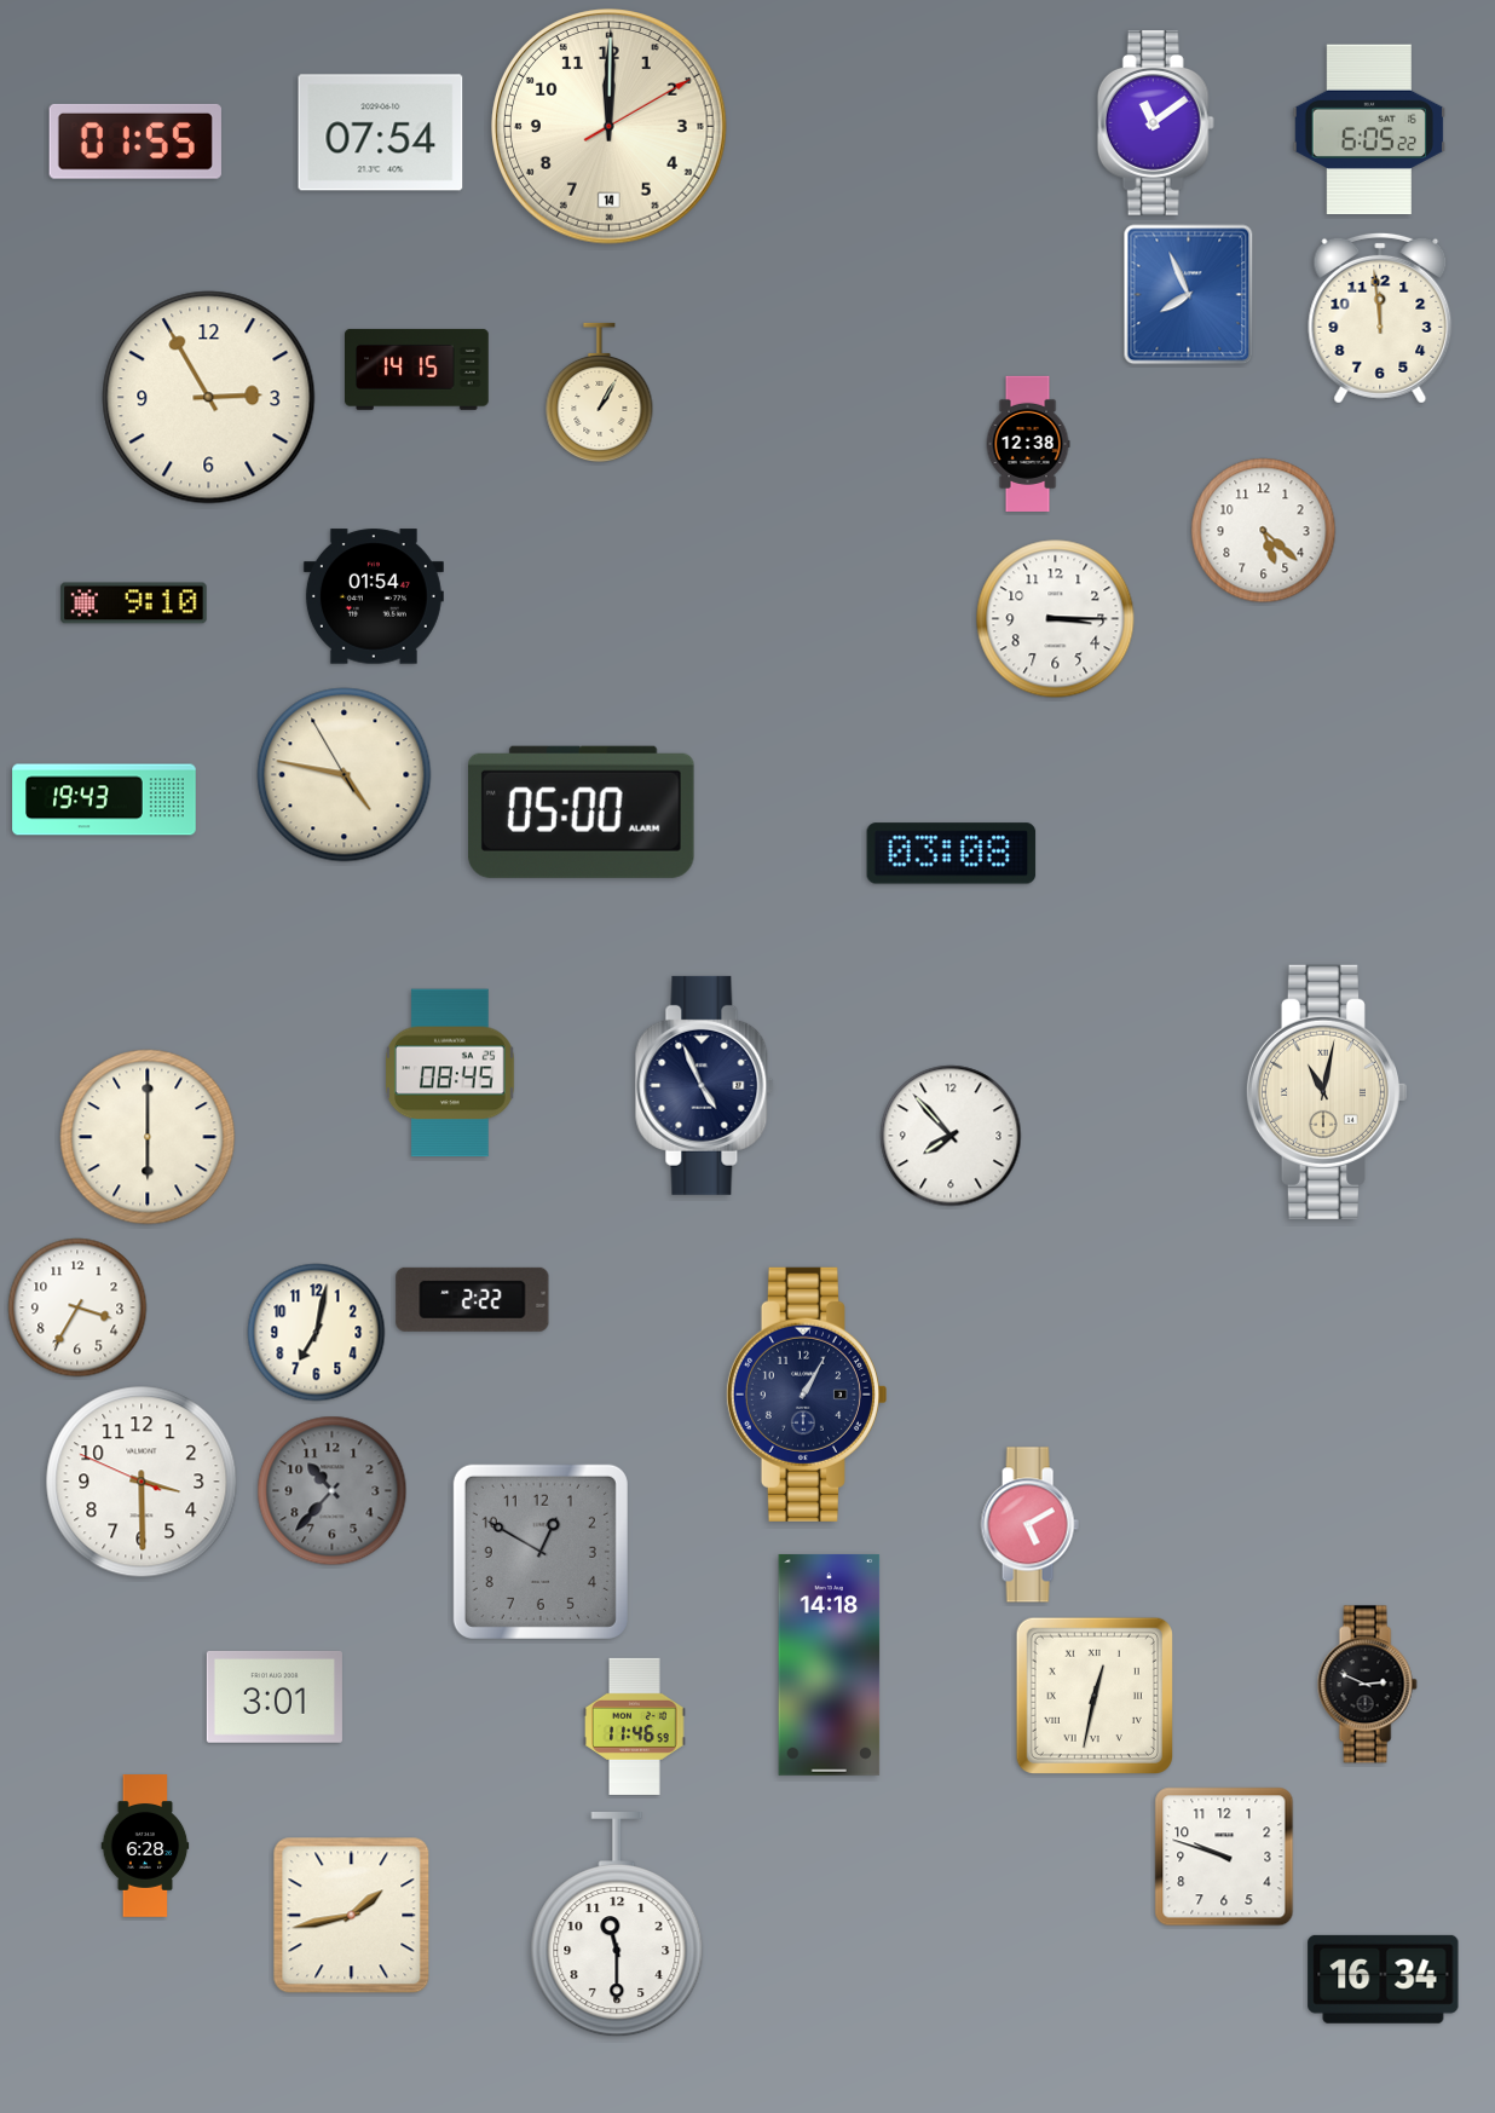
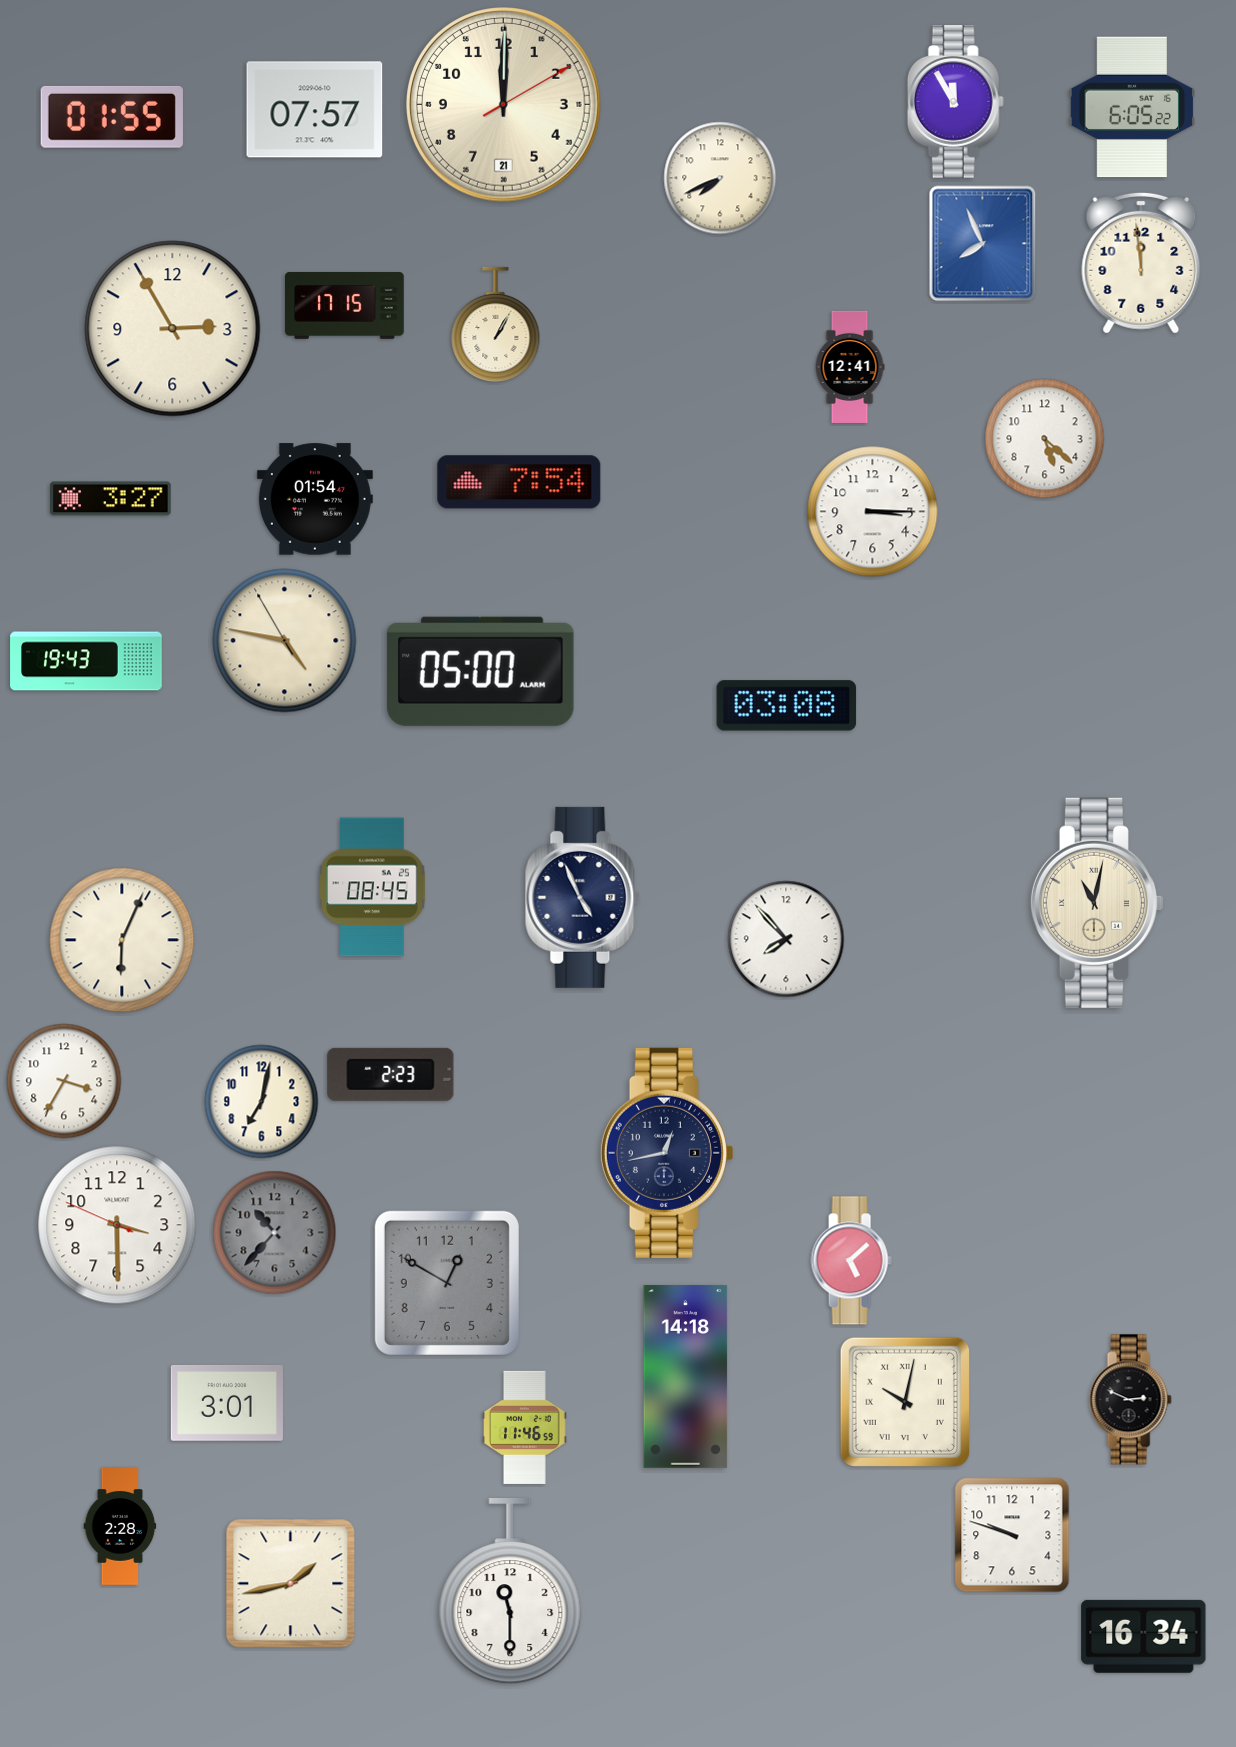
clock at (1155, 123): 11:09 -> 11:55
clock at (610, 127) date: 14 -> 21
clock at (381, 133): 07:54 -> 07:57
clock at (720, 178): none -> 7:41
clock at (417, 369): 14:15 -> 17:15
clock at (1028, 443): 12:38 -> 12:41
clock at (519, 482): none -> 7:54
clock at (374, 596) position: (374, 596) -> (315, 499)
clock at (134, 604): 9:10 -> 3:27
clock at (148, 1137): 6:00 -> 6:04
clock at (473, 1299): 2:22 -> 2:23
clock at (806, 1395): 1:05 -> 12:43
clock at (1029, 1525): 5:10 -> 5:08
clock at (1367, 1685) position: (1367, 1685) -> (1130, 1400)
clock at (1095, 1696): 12:32 -> 10:02
clock at (145, 1846): 6:28 -> 2:28
